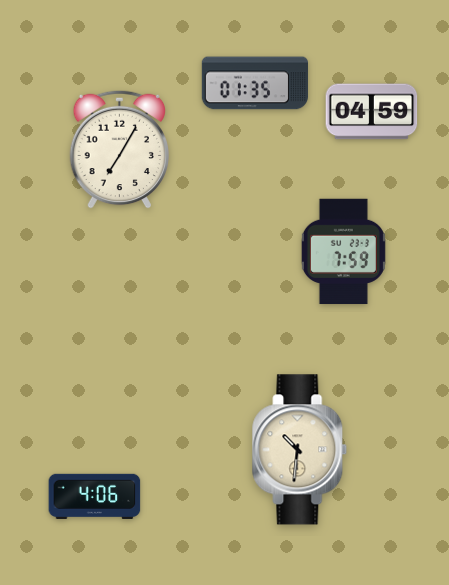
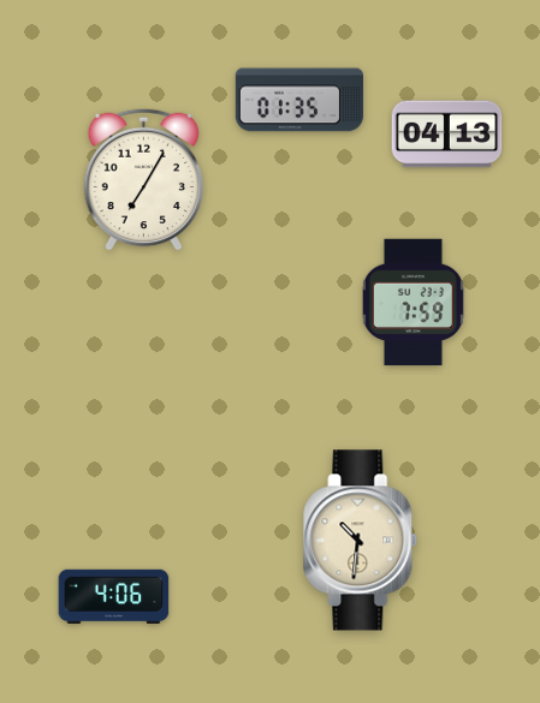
clock at (255, 83) position: (255, 83) -> (299, 100)
clock at (372, 112): 04:59 -> 04:13
